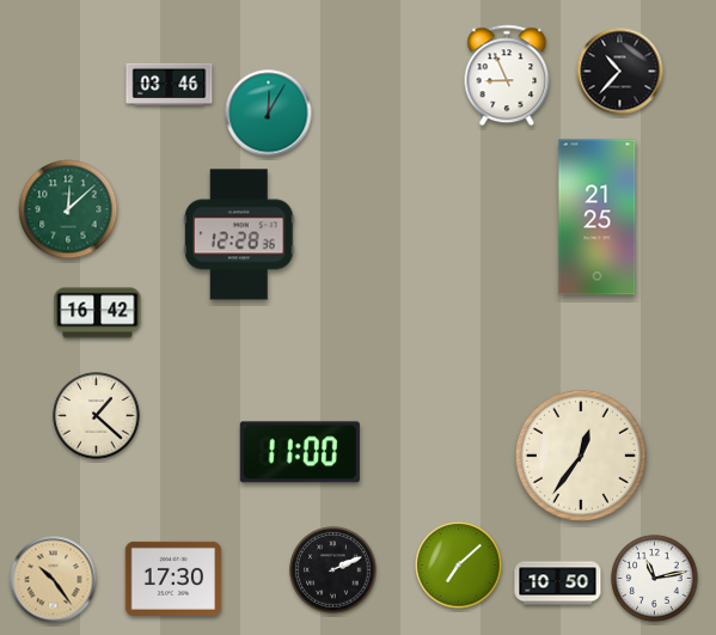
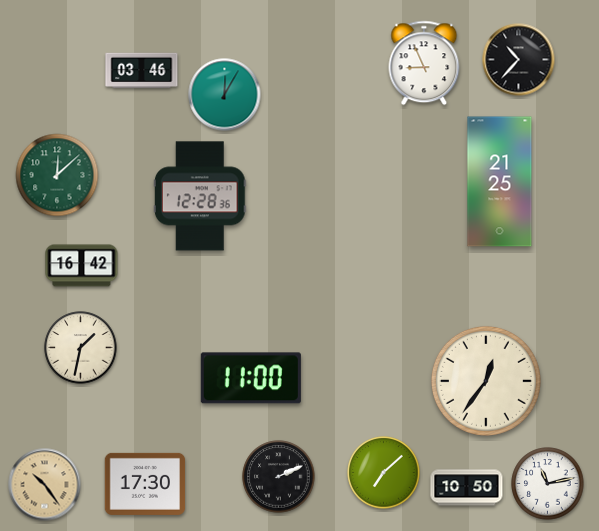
clock at (98, 313) position: (98, 313) -> (82, 266)
clock at (97, 416): 1:22 -> 1:32
